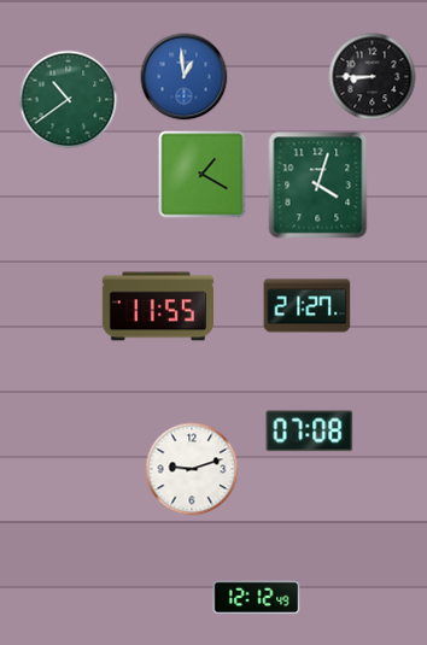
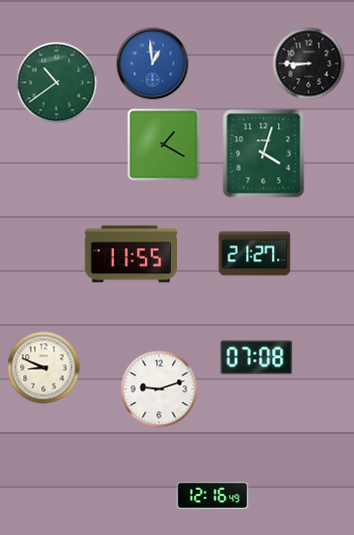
clock at (203, 175) position: (203, 175) -> (164, 145)
clock at (44, 368): none -> 8:49
clock at (257, 598): 12:12 -> 12:16
